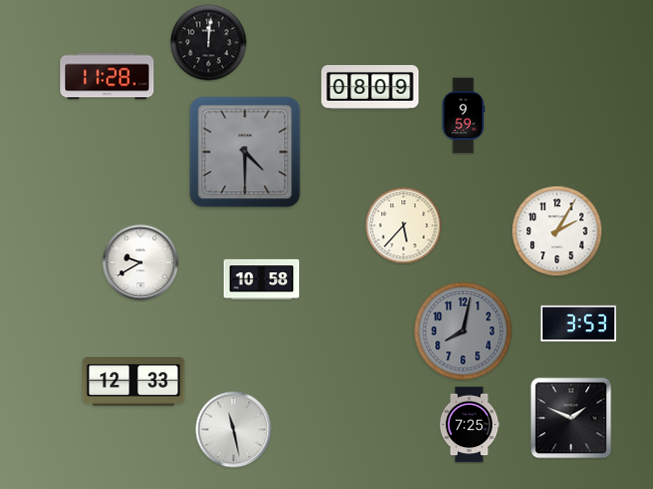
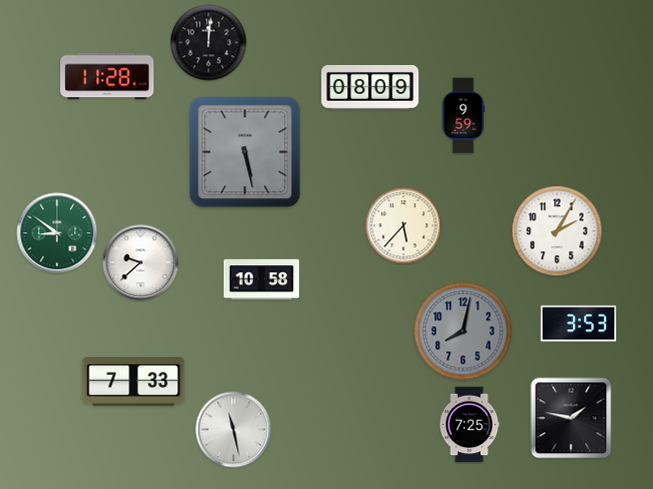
clock at (245, 152): 4:30 -> 5:28
clock at (57, 233): none -> 8:51
clock at (141, 263): 9:40 -> 9:38
clock at (134, 382): 12:33 -> 7:33
clock at (571, 418): 1:49 -> 1:47
